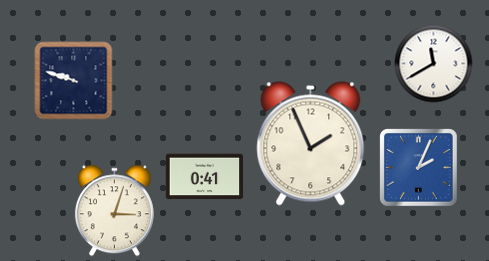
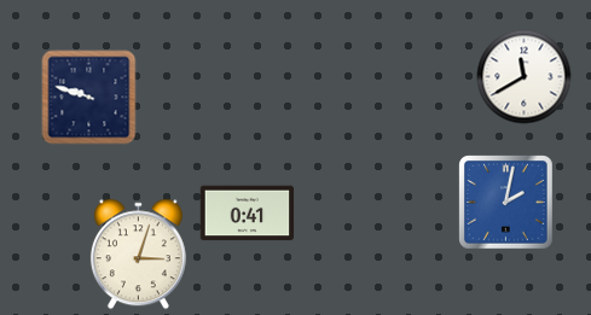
clock at (311, 144): 1:56 -> none
clock at (418, 167): 2:04 -> 2:02
